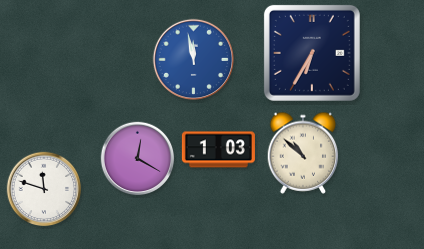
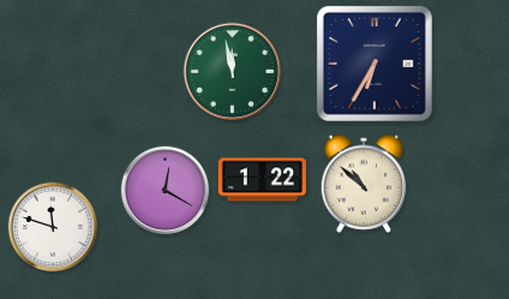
clock at (193, 59) dial: blue -> green
clock at (218, 150): 1:03 -> 1:22
